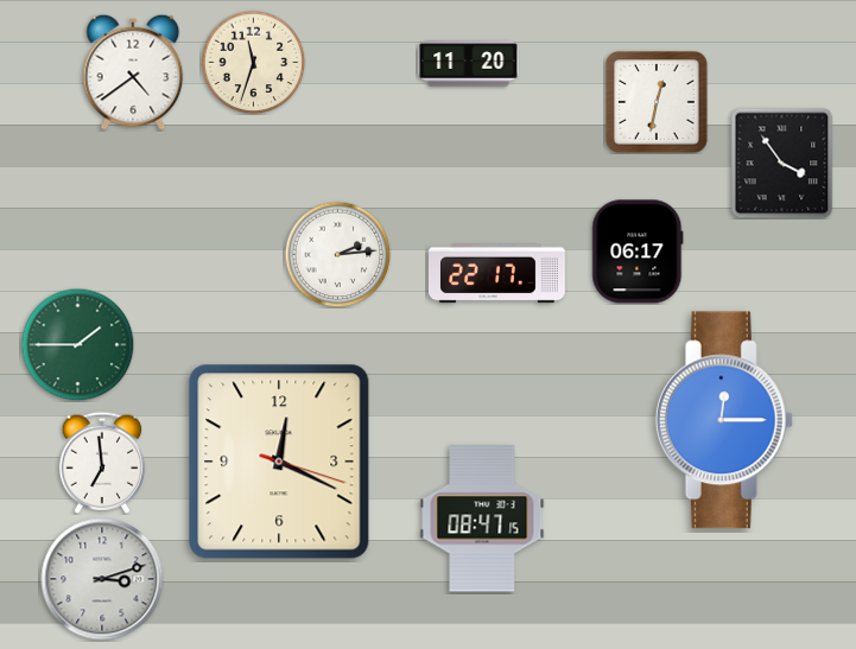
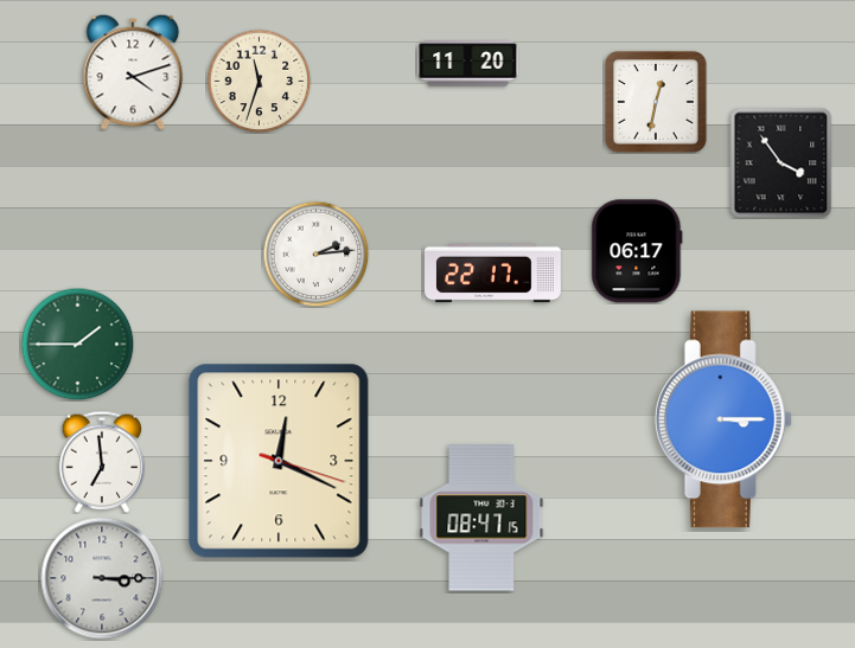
clock at (253, 62) position: (253, 62) -> (259, 81)
clock at (133, 72): 4:39 -> 4:12
clock at (337, 254) position: (337, 254) -> (315, 254)
clock at (497, 274) position: (497, 274) -> (493, 274)
clock at (724, 420): 12:15 -> 3:15
clock at (102, 579): 3:12 -> 3:15
